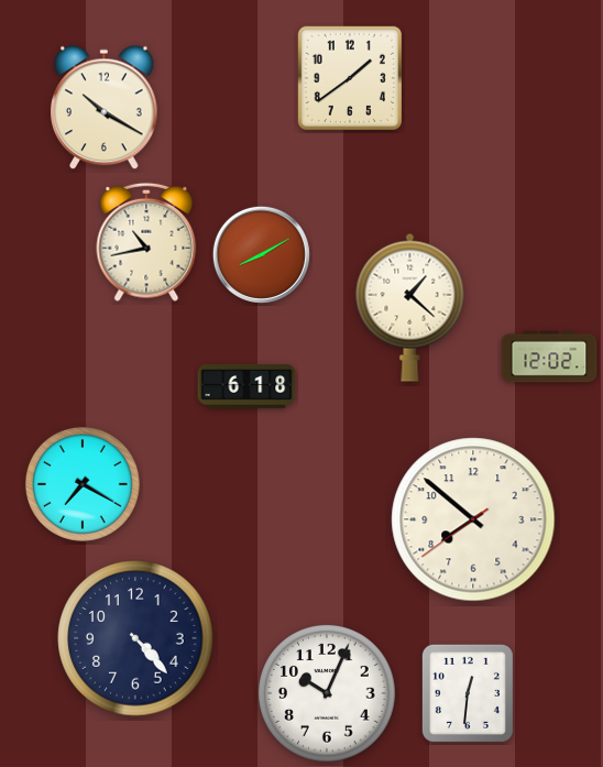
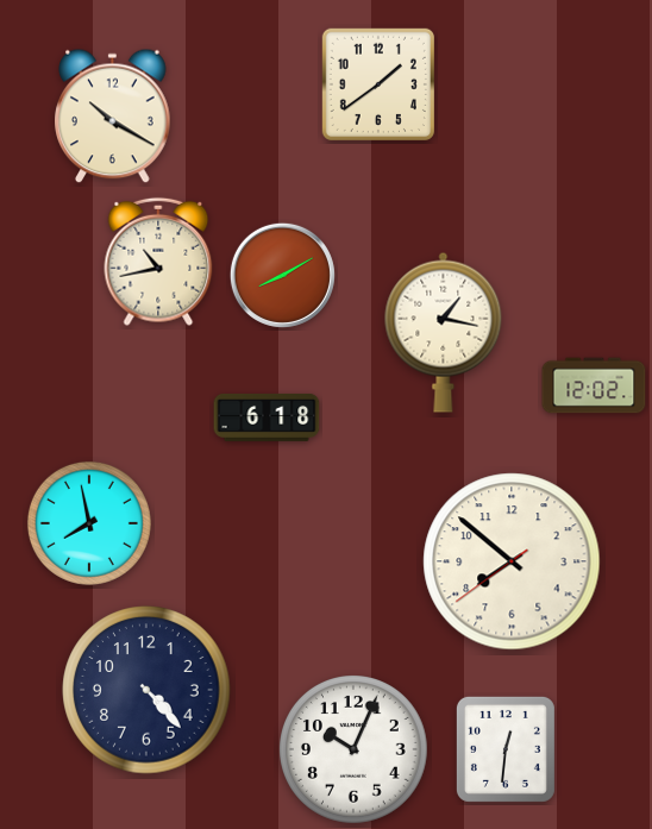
clock at (410, 307): 1:22 -> 1:17
clock at (83, 484): 7:20 -> 7:58
